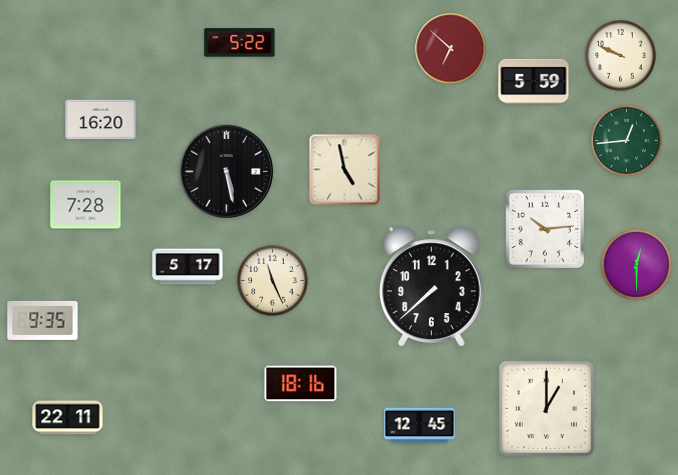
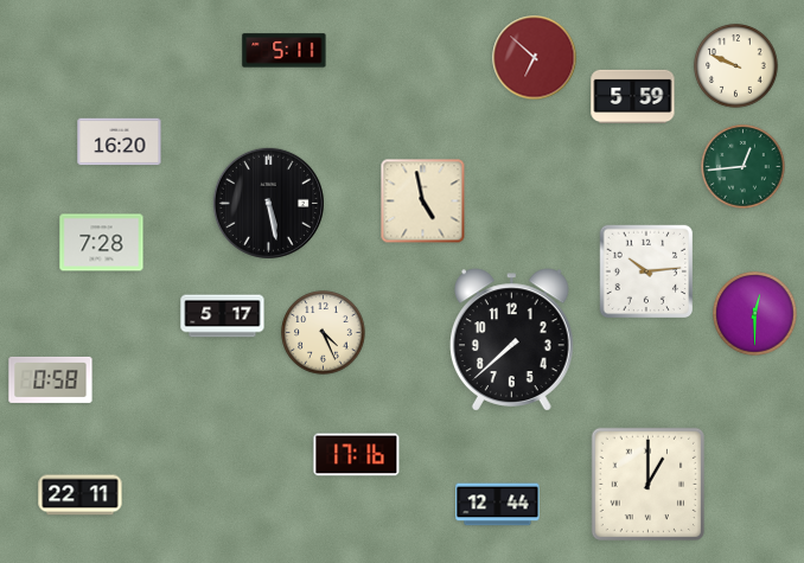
clock at (240, 43): 5:22 -> 5:11
clock at (345, 170) position: (345, 170) -> (423, 201)
clock at (273, 281): 11:26 -> 4:26
clock at (43, 320): 9:35 -> 0:58
clock at (301, 384): 18:16 -> 17:16
clock at (420, 426): 12:45 -> 12:44
